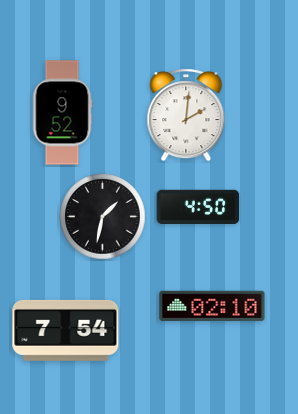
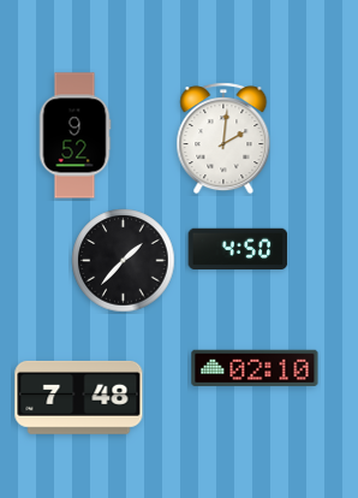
clock at (103, 217): 1:32 -> 1:37
clock at (66, 330): 7:54 -> 7:48
